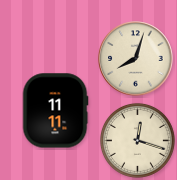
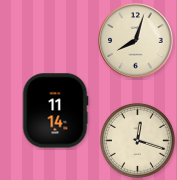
clock at (136, 59) position: (136, 59) -> (136, 41)
clock at (55, 111): 11:11 -> 11:14
